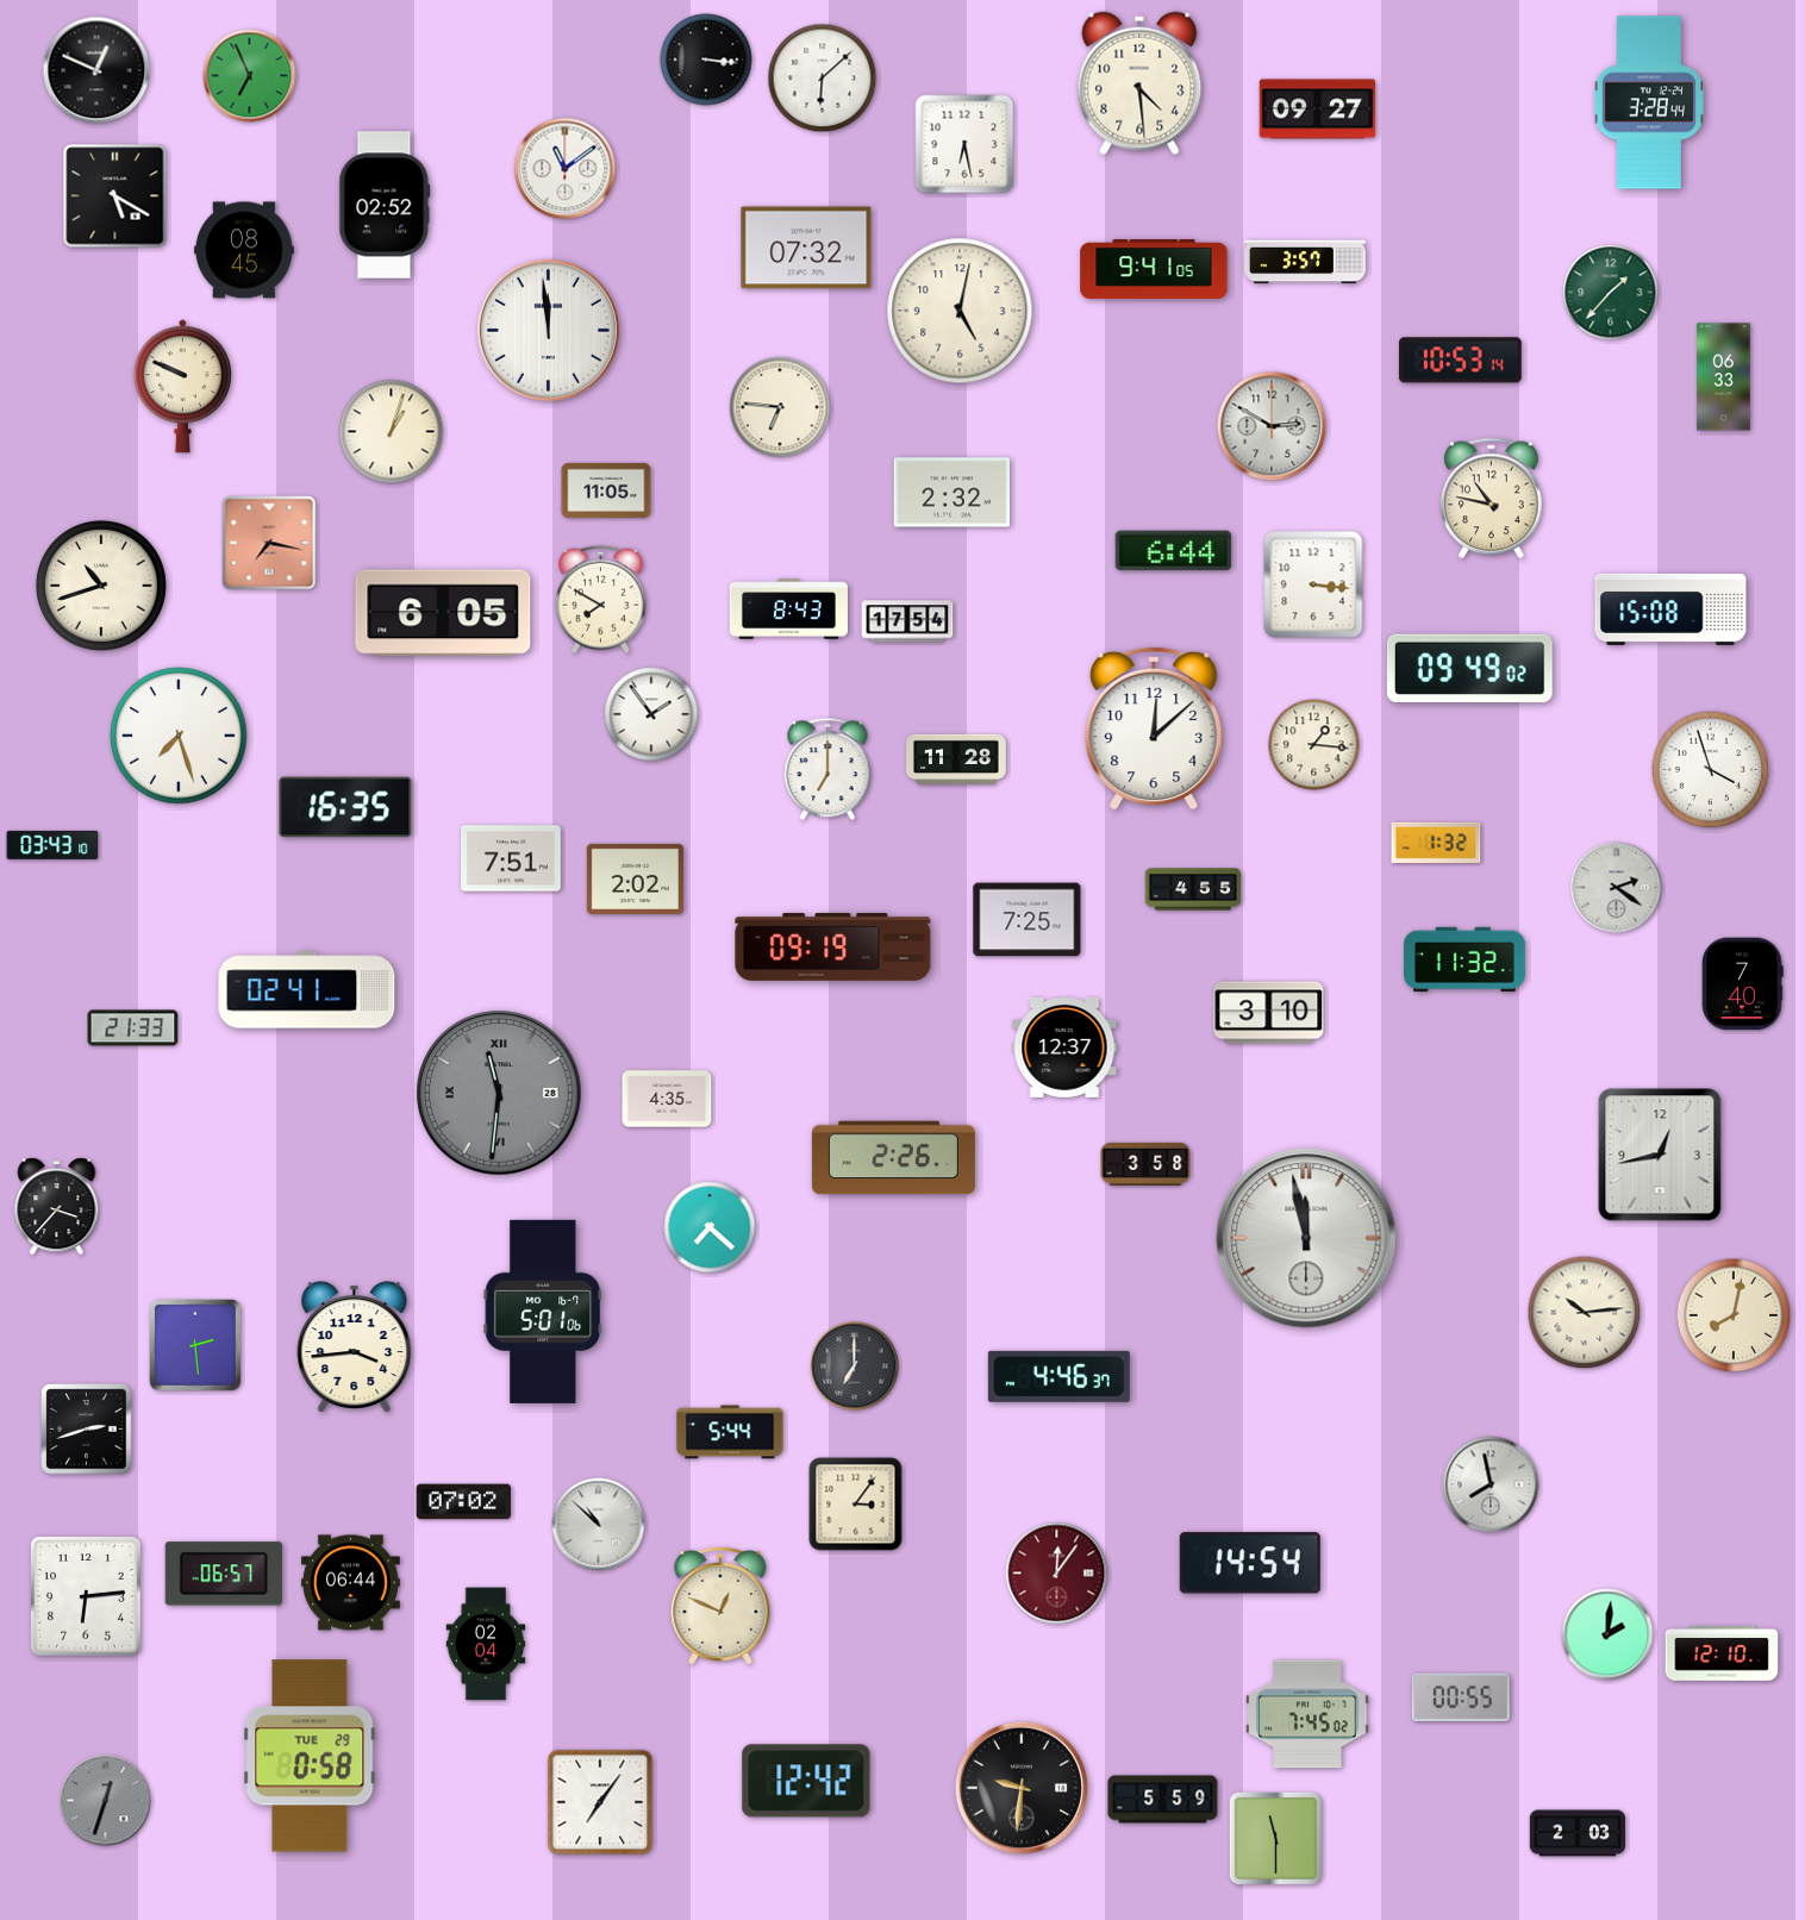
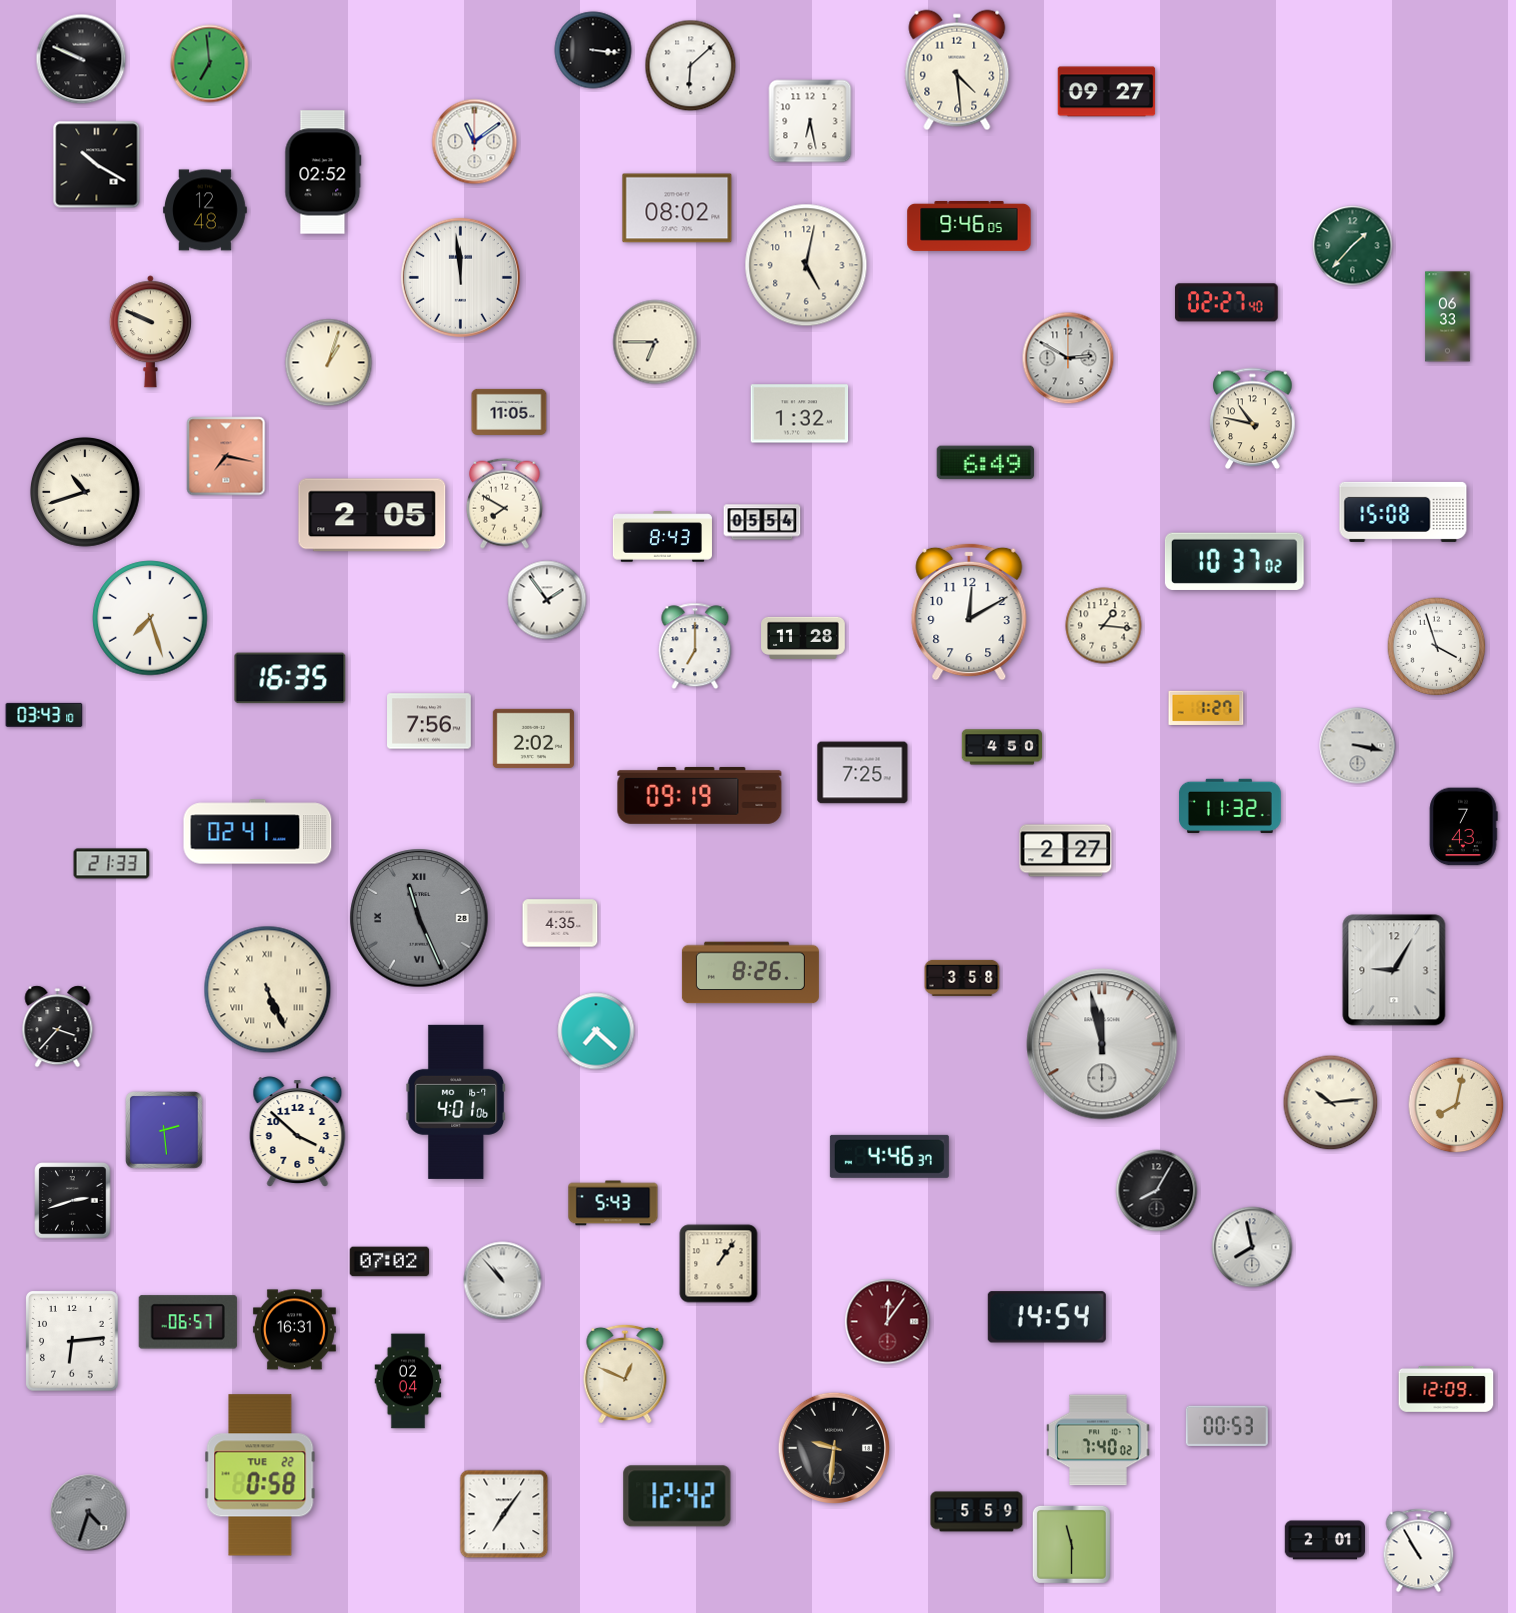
clock at (96, 70): 12:49 -> 9:49
clock at (250, 76): 6:56 -> 6:59
clock at (1649, 102): 3:28 -> none
clock at (115, 196): 5:20 -> 10:20
clock at (806, 248): 07:32 -> 08:02
clock at (245, 250): 08:45 -> 12:48
clock at (1305, 262): 3:57 -> none
clock at (1154, 269): 9:41 -> 9:46
clock at (960, 311) position: (960, 311) -> (806, 265)
clock at (1461, 361): 10:53 -> 02:27
clock at (182, 387) position: (182, 387) -> (150, 332)
clock at (780, 407): 6:46 -> 6:45
clock at (953, 493): 2:32 -> 1:32
clock at (1174, 551): 6:44 -> 6:49
clock at (1313, 584): 3:16 -> none
clock at (788, 609) position: (788, 609) -> (662, 537)
clock at (443, 613): 6:05 -> 2:05
clock at (907, 621): 17:54 -> 05:54
clock at (1469, 668): 09:49 -> 10:37
clock at (1154, 728): 12:08 -> 12:10
clock at (1436, 843): 1:32 -> 1:27
clock at (52, 845) position: (52, 845) -> (44, 715)
clock at (512, 858): 7:51 -> 7:56
clock at (1617, 888): 2:21 -> 3:17
clock at (1193, 889): 4:55 -> 4:50
clock at (1742, 984): 7:40 -> 7:43
clock at (1269, 1013): 3:10 -> 2:27
clock at (1064, 1047): 12:37 -> none
clock at (499, 1093): 11:31 -> 11:26
clock at (1660, 1155): 12:43 -> 9:05
clock at (893, 1158): 2:26 -> 8:26
clock at (268, 990): none -> 5:26
clock at (57, 1207) position: (57, 1207) -> (58, 1027)
clock at (1306, 1238) position: (1306, 1238) -> (1102, 1044)
clock at (543, 1312): 5:01 -> 4:01
clock at (355, 1347): 3:44 -> 3:52
clock at (855, 1366): 7:00 -> none
clock at (1157, 1191): none -> 8:05
clock at (730, 1432): 5:44 -> 5:43
clock at (856, 1505): 3:06 -> 1:06
clock at (599, 1525): 10:52 -> 10:53
clock at (1250, 1563) position: (1250, 1563) -> (1047, 1317)
clock at (350, 1583): 06:44 -> 16:31
clock at (720, 1606) position: (720, 1606) -> (625, 1374)
clock at (1607, 1634): 2:01 -> none
clock at (1722, 1653): 12:10 -> 12:09
clock at (1461, 1697): 00:55 -> 00:53
clock at (1307, 1714): 7:45 -> 7:40
clock at (310, 1756) date: TUE 29 -> TUE 22
clock at (1022, 1788) position: (1022, 1788) -> (834, 1448)
clock at (106, 1801): 12:33 -> 4:33
clock at (1576, 1833): 2:03 -> 2:01
clock at (1419, 1551): none -> 10:55
